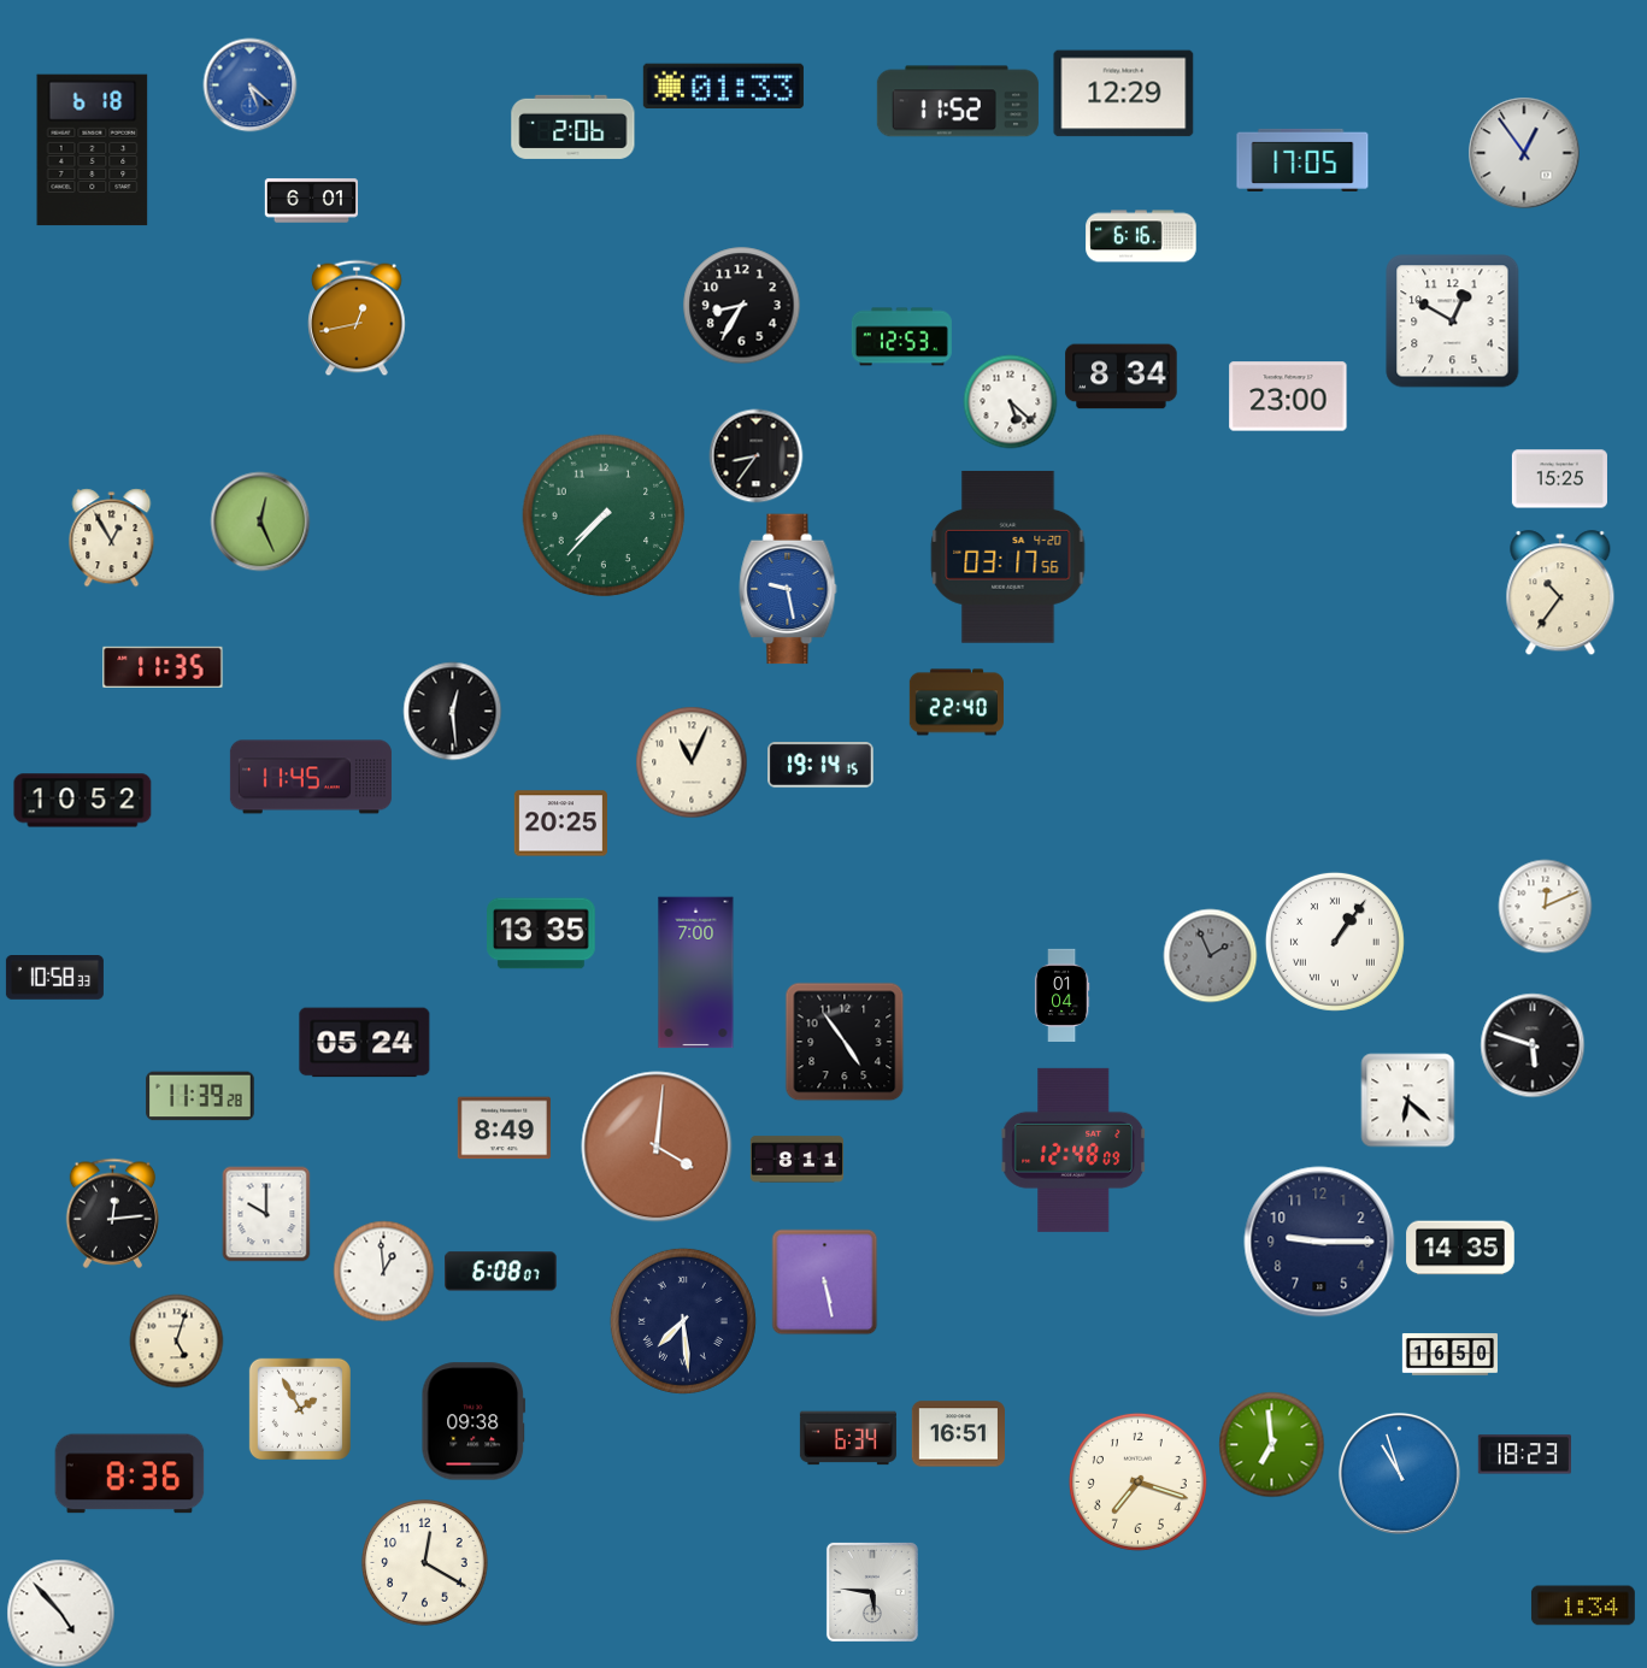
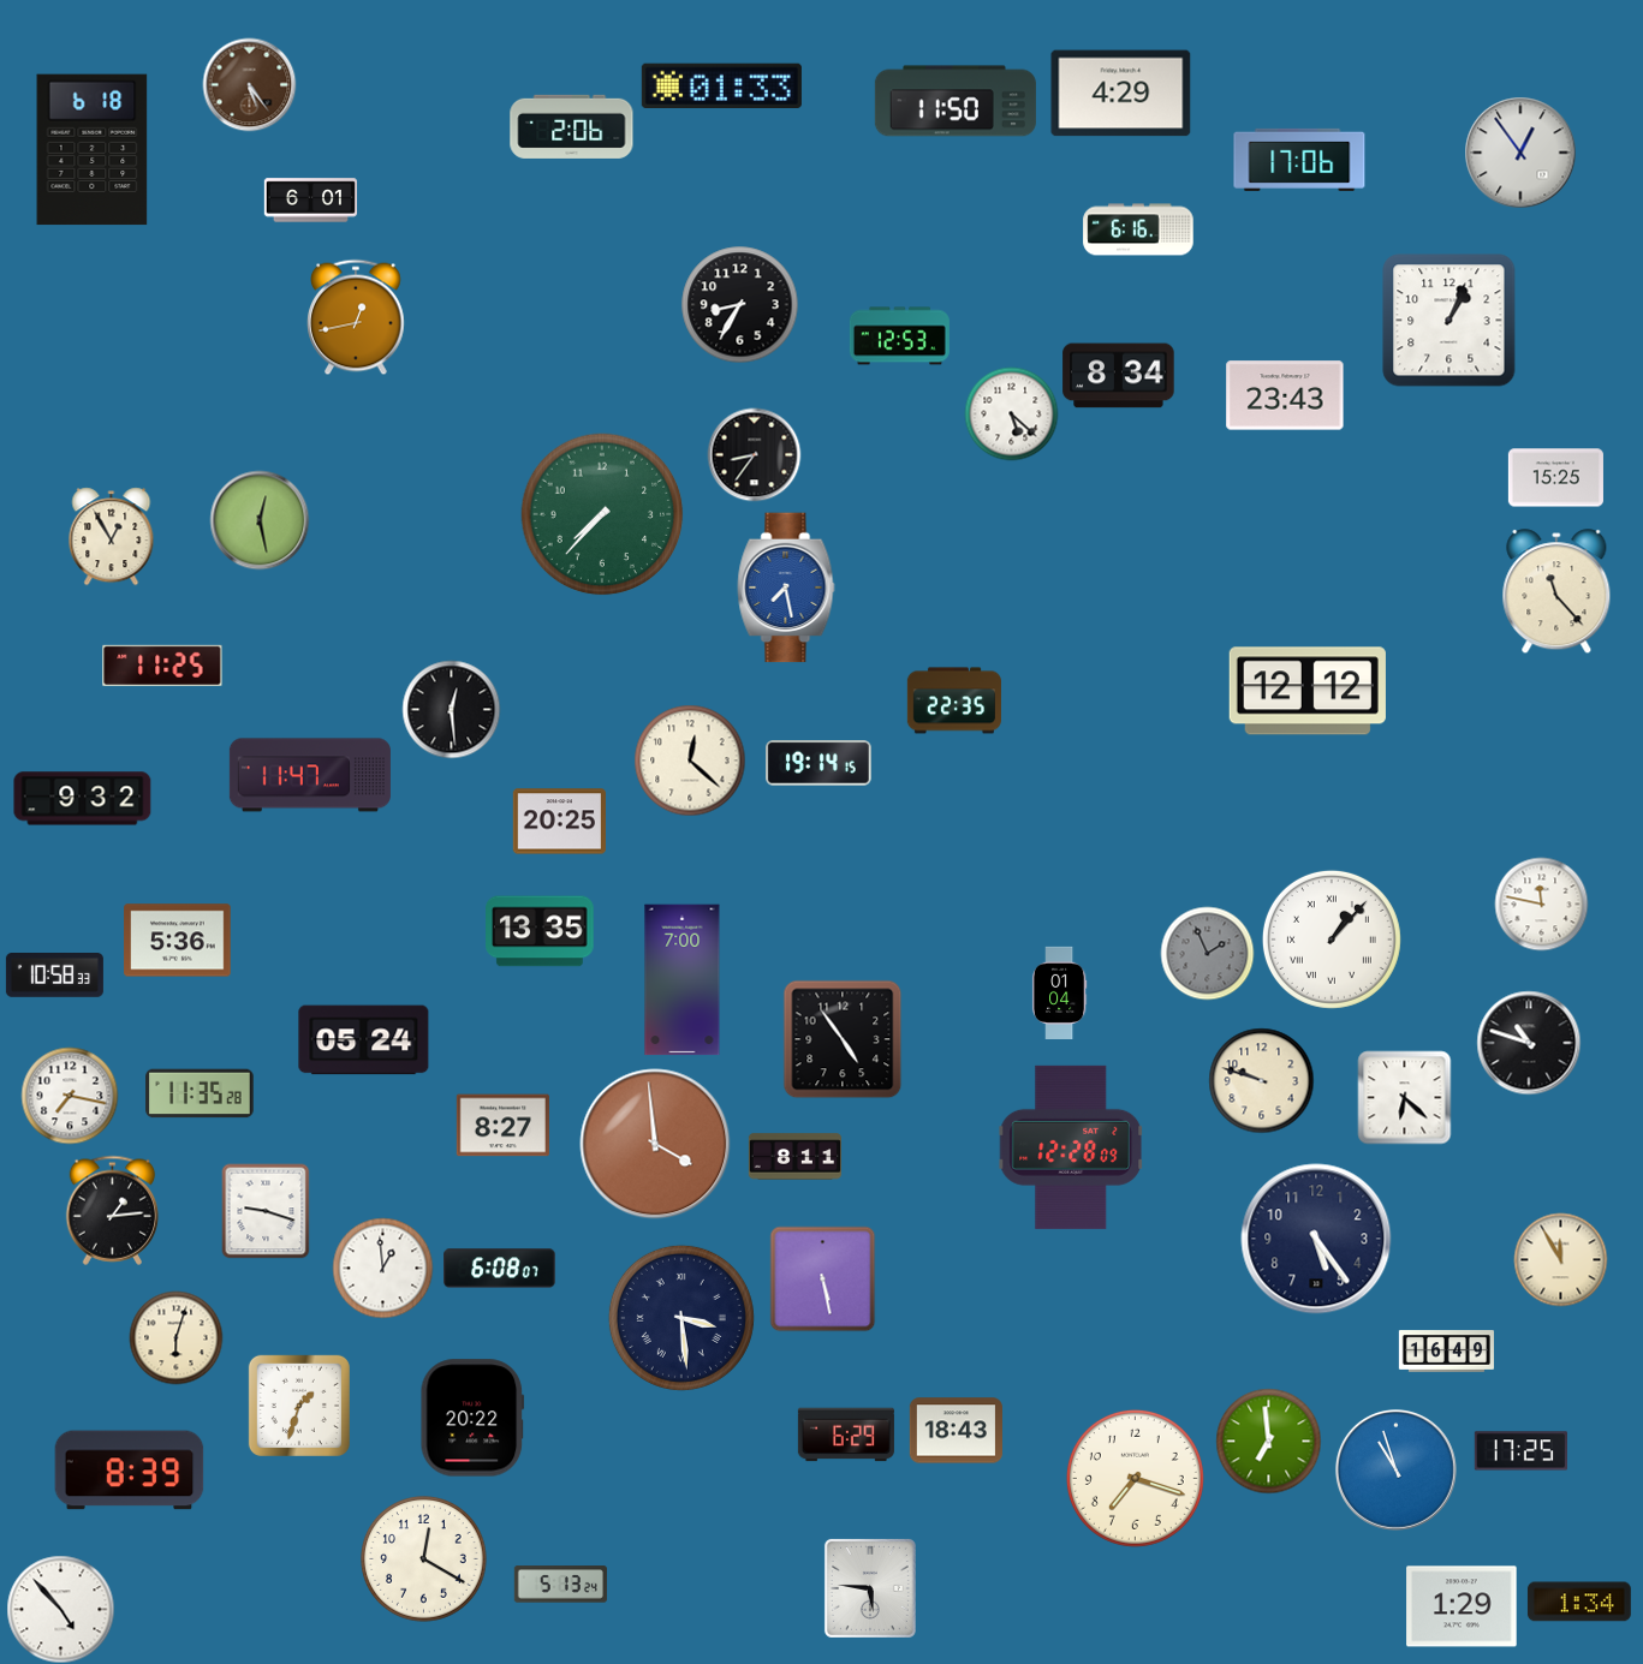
clock at (249, 84): 5:22 -> 5:24
clock at (249, 84) dial: blue -> brown
clock at (1124, 94): 12:29 -> 4:29
clock at (958, 101): 11:52 -> 11:50
clock at (1302, 160): 17:05 -> 17:06
clock at (1141, 236) position: (1141, 236) -> (1138, 229)
clock at (1453, 322): 12:50 -> 1:04
clock at (1288, 396): 23:00 -> 23:43
clock at (1010, 401) position: (1010, 401) -> (1011, 413)
clock at (260, 521): 12:26 -> 12:28
clock at (1008, 556): 03:17 -> none
clock at (788, 589): 9:28 -> 7:28
clock at (1560, 593): 10:36 -> 11:23
clock at (163, 667): 11:35 -> 11:25
clock at (1308, 691): none -> 12:12
clock at (957, 702): 22:40 -> 22:35
clock at (692, 762): 11:04 -> 12:22
clock at (311, 777): 11:45 -> 11:47
clock at (83, 801): 10:52 -> 9:32
clock at (1545, 906): 12:11 -> 11:47
clock at (1335, 942): 1:06 -> 1:07
clock at (178, 941): none -> 5:36
clock at (696, 973) position: (696, 973) -> (683, 980)
clock at (1533, 1045): 5:48 -> 10:48
clock at (1261, 1080): none -> 9:48
clock at (200, 1096): 11:39 -> 11:35
clock at (70, 1096): none -> 7:17
clock at (504, 1128): 8:49 -> 8:27
clock at (657, 1147): 4:01 -> 3:59
clock at (1074, 1150): 12:48 -> 12:28
clock at (113, 1213): 12:14 -> 1:14
clock at (266, 1214): 10:00 -> 9:18
clock at (1319, 1242): 9:15 -> 5:24
clock at (1460, 1248): 14:35 -> none
clock at (1560, 1259): none -> 11:55
clock at (683, 1321): 7:29 -> 3:29
clock at (176, 1340): 5:03 -> 6:03
clock at (1449, 1355): 16:50 -> 16:49
clock at (300, 1409): 1:55 -> 1:33
clock at (473, 1421): 09:38 -> 20:22
clock at (958, 1434): 16:51 -> 18:43
clock at (848, 1438): 6:34 -> 6:29
clock at (1524, 1455): 18:23 -> 17:25
clock at (130, 1474): 8:36 -> 8:39
clock at (560, 1585): none -> 5:13
clock at (1462, 1606): none -> 1:29
